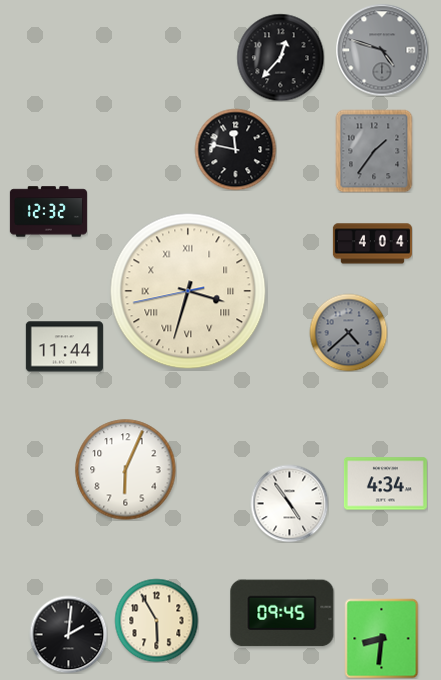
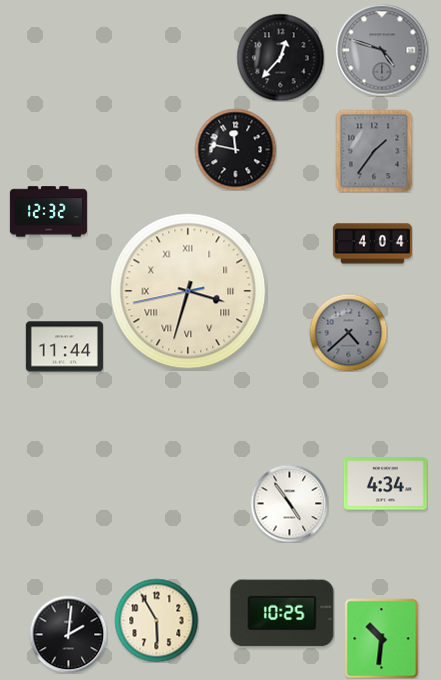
clock at (126, 470): 6:04 -> none
clock at (282, 613): 09:45 -> 10:25
clock at (382, 638): 8:31 -> 10:31
